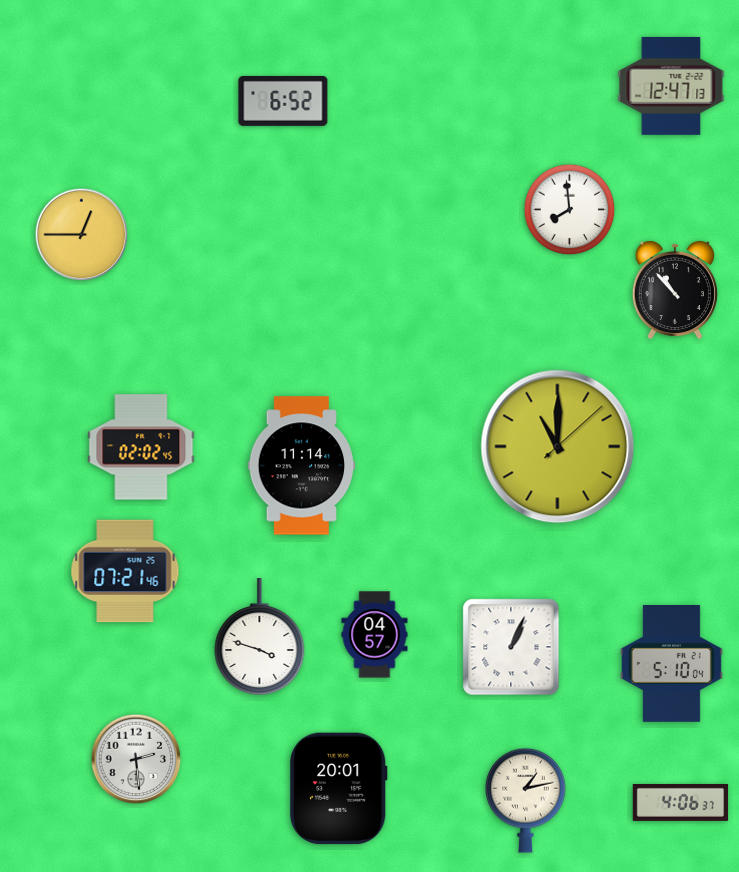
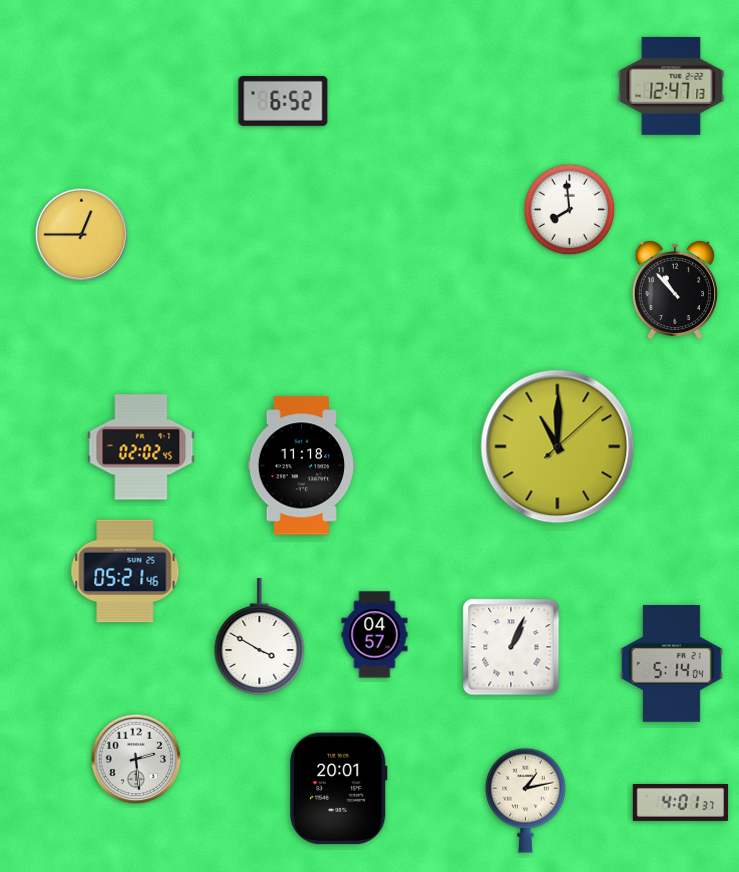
clock at (302, 466): 11:14 -> 11:18
clock at (125, 571): 07:21 -> 05:21
clock at (260, 638): 3:48 -> 3:50
clock at (671, 664): 5:10 -> 5:14
clock at (681, 802): 4:06 -> 4:01
